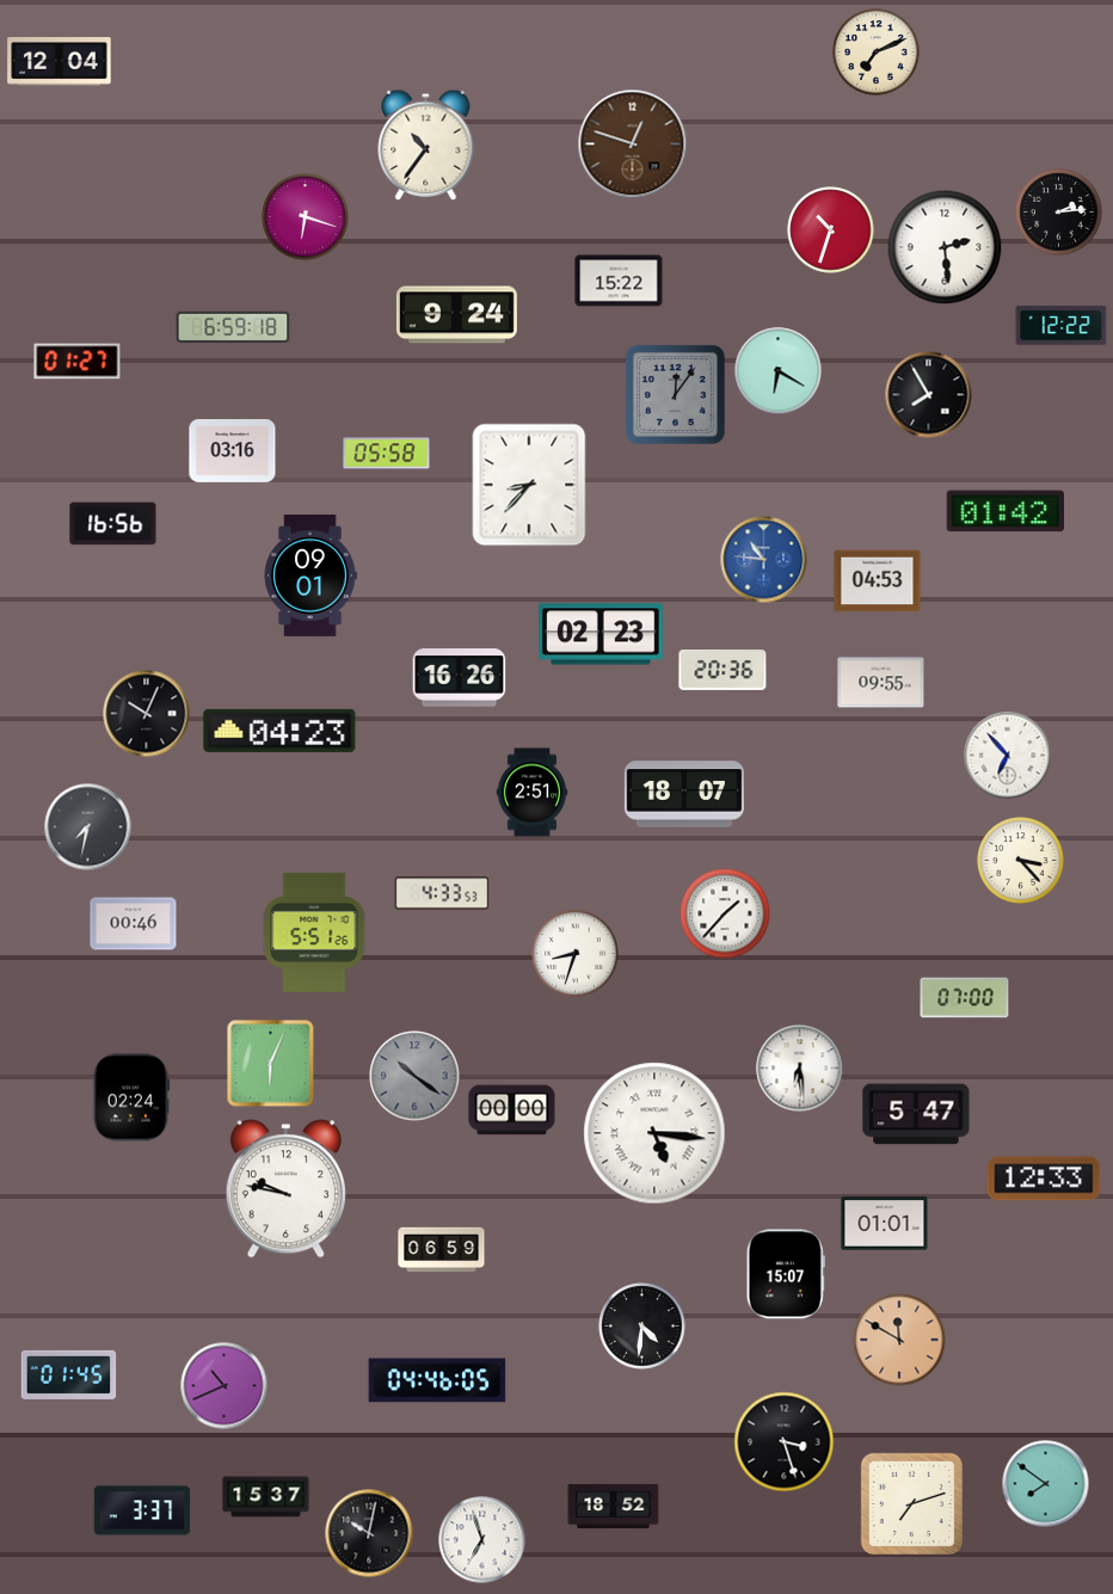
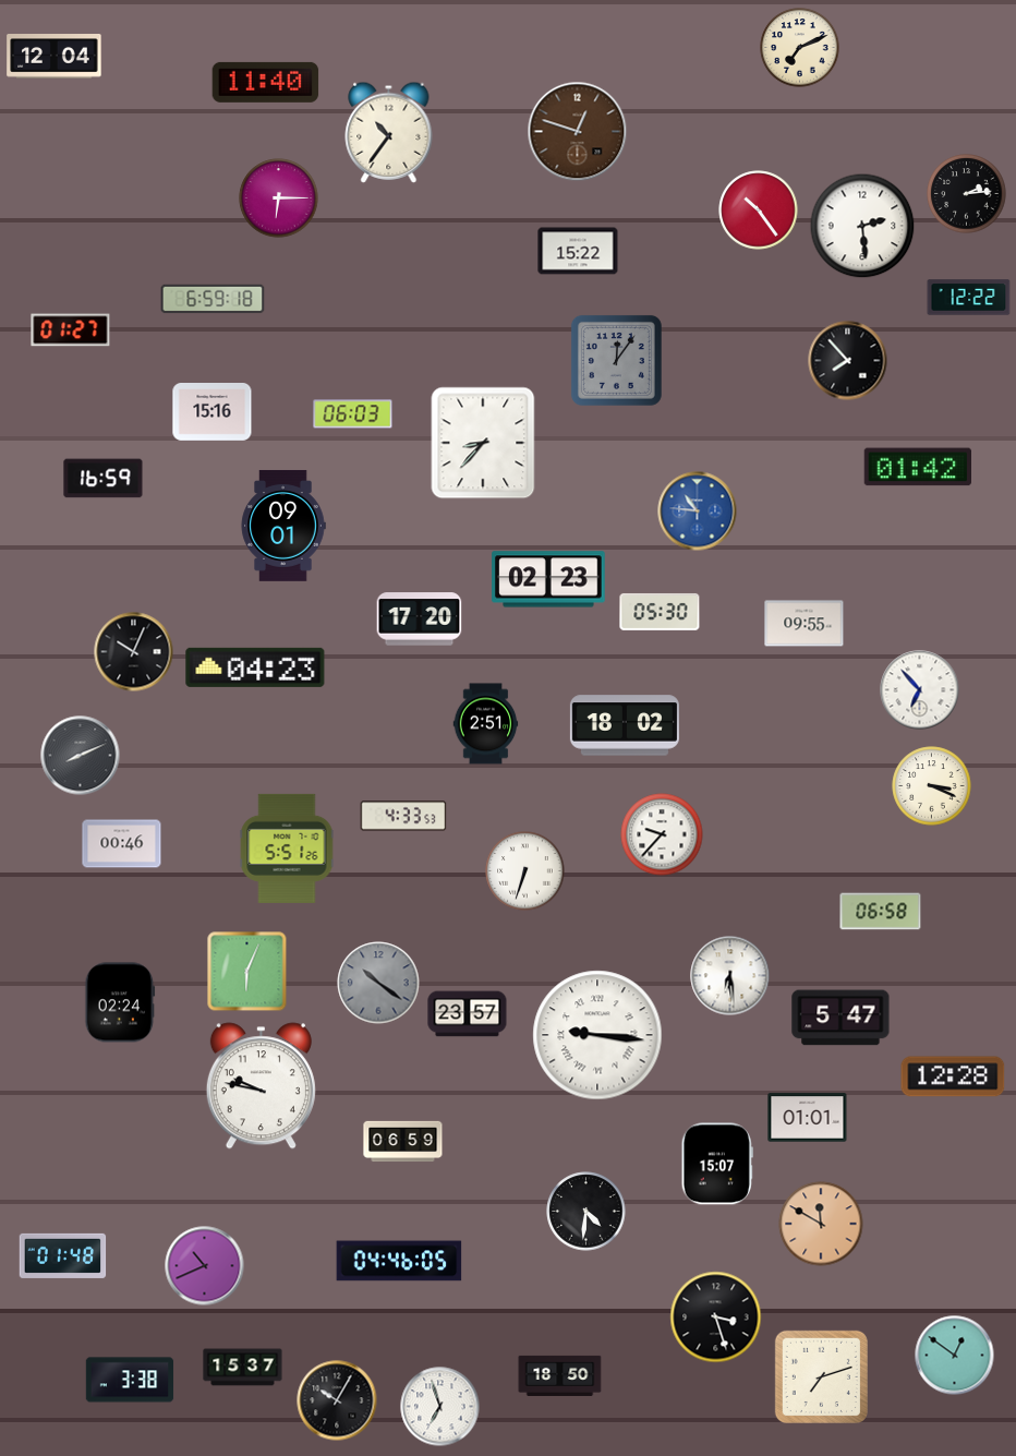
clock at (266, 82): none -> 11:40
clock at (306, 217): 6:18 -> 6:15
clock at (831, 230): 10:33 -> 10:24
clock at (619, 281) position: (619, 281) -> (578, 251)
clock at (456, 315): 9:24 -> none
clock at (779, 371): 6:20 -> none
clock at (929, 395): 7:55 -> 7:53
clock at (233, 451): 03:16 -> 15:16
clock at (387, 454): 05:58 -> 06:03
clock at (113, 524): 16:56 -> 16:59
clock at (878, 581): 04:53 -> none
clock at (722, 670): 20:36 -> 05:30
clock at (460, 678): 16:26 -> 17:20
clock at (684, 794): 18:07 -> 18:02
clock at (88, 827): 7:32 -> 8:11
clock at (1021, 861): 3:23 -> 3:19
clock at (725, 913): 1:37 -> 9:37
clock at (314, 933) position: (314, 933) -> (287, 849)
clock at (576, 954): 8:33 -> 6:33
clock at (965, 998): 07:00 -> 06:58
clock at (512, 1110): 00:00 -> 23:57
clock at (916, 1114) position: (916, 1114) -> (840, 1018)
clock at (654, 1133): 5:16 -> 9:16
clock at (1044, 1178): 12:33 -> 12:28
clock at (69, 1374): 01:45 -> 01:48
clock at (1046, 1484): 7:51 -> 12:51
clock at (911, 1503) position: (911, 1503) -> (821, 1376)
clock at (614, 1506): 18:52 -> 18:50
clock at (142, 1510): 3:37 -> 3:38
clock at (369, 1533): 10:02 -> 10:05
